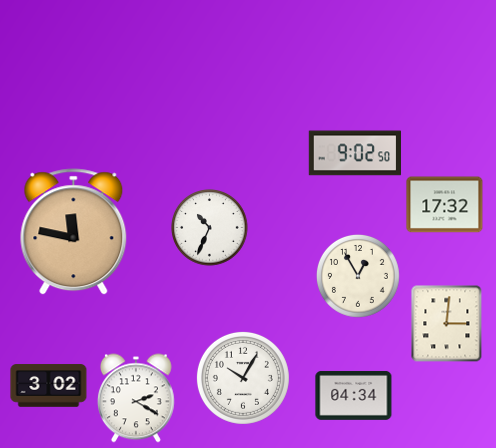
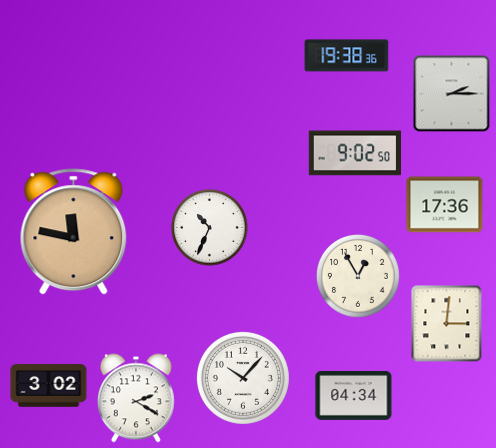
clock at (347, 56): none -> 19:38
clock at (452, 94): none -> 2:15
clock at (445, 205): 17:32 -> 17:36
clock at (243, 378): 10:05 -> 10:07
